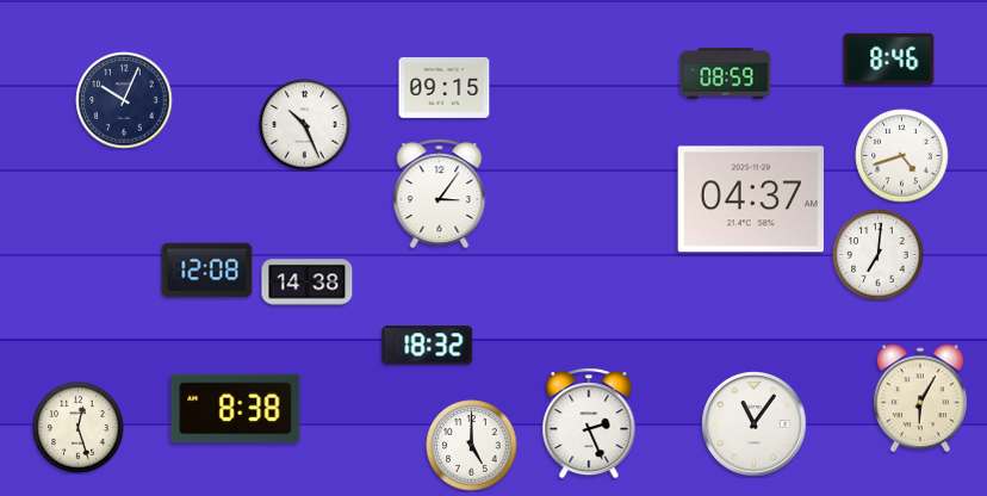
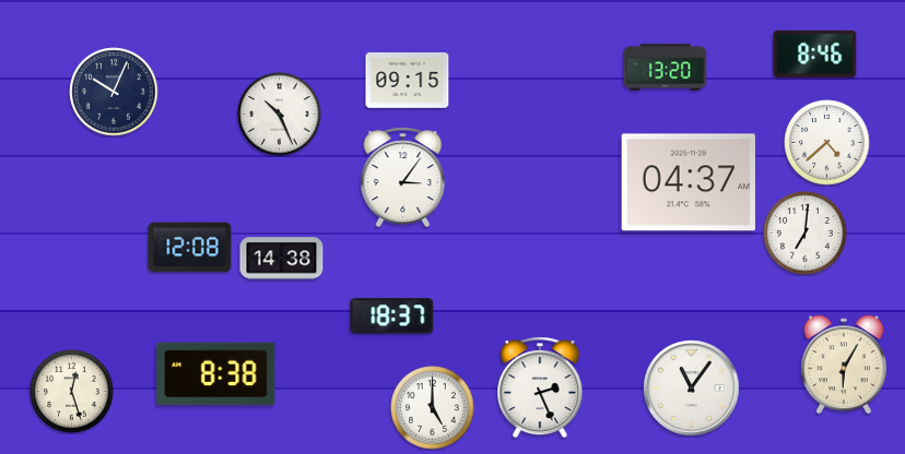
clock at (726, 74): 08:59 -> 13:20
clock at (902, 156): 4:42 -> 4:38
clock at (428, 346): 18:32 -> 18:37
